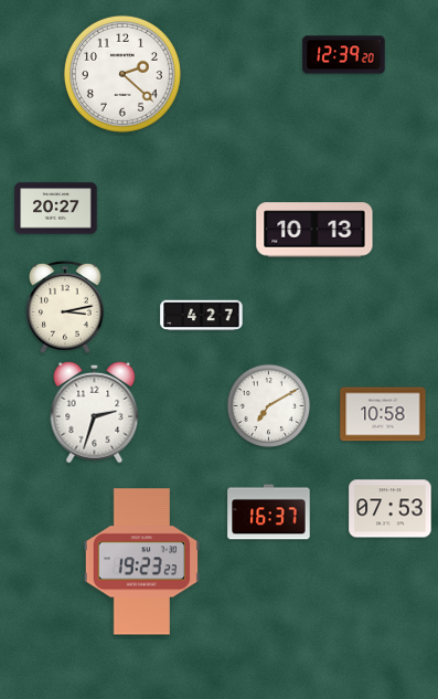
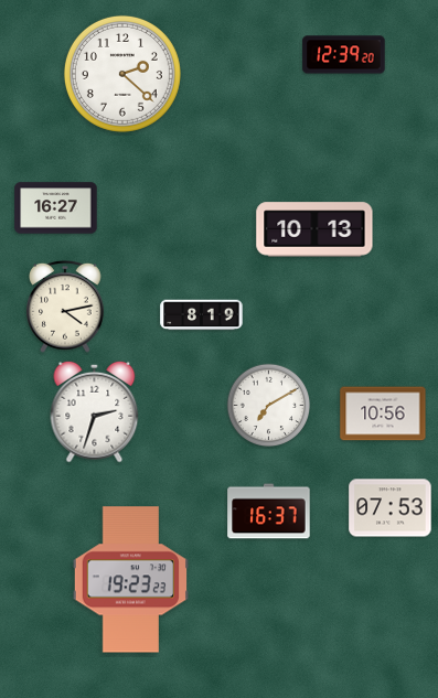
clock at (56, 209): 20:27 -> 16:27
clock at (66, 307): 3:13 -> 4:13
clock at (202, 316): 4:27 -> 8:19
clock at (383, 414): 10:58 -> 10:56
clock at (141, 562) position: (141, 562) -> (130, 580)
